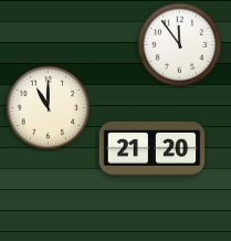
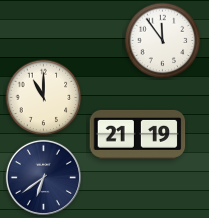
clock at (153, 148): 21:20 -> 21:19
clock at (43, 177): none -> 6:39
